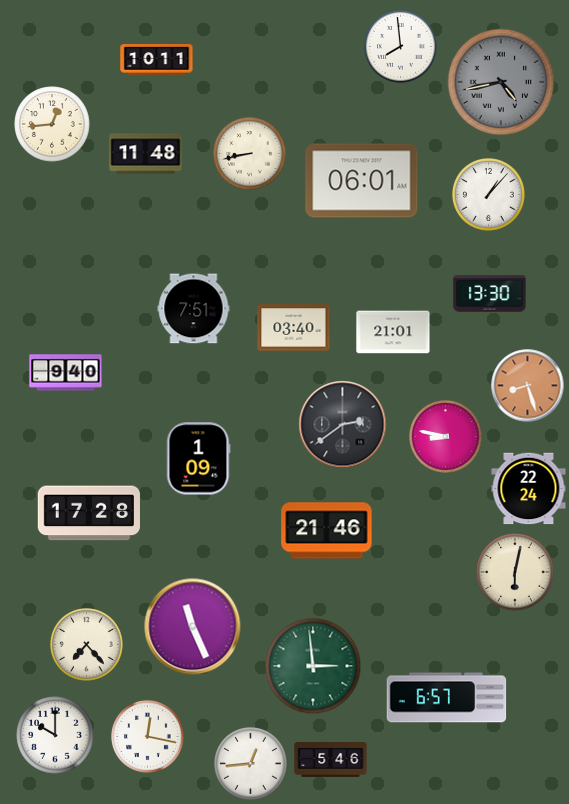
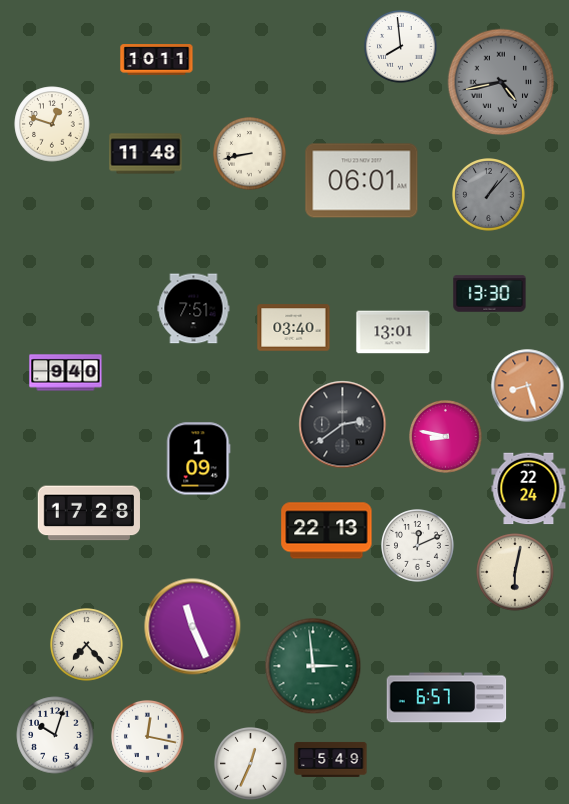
clock at (52, 124): 12:44 -> 12:48
clock at (489, 195) dial: white -> grey
clock at (393, 332): 21:01 -> 13:01
clock at (327, 531): 21:46 -> 22:13
clock at (418, 546): none -> 12:11
clock at (55, 735): 10:00 -> 10:03
clock at (331, 760): 5:46 -> 5:49
clock at (251, 764): 12:44 -> 12:34
